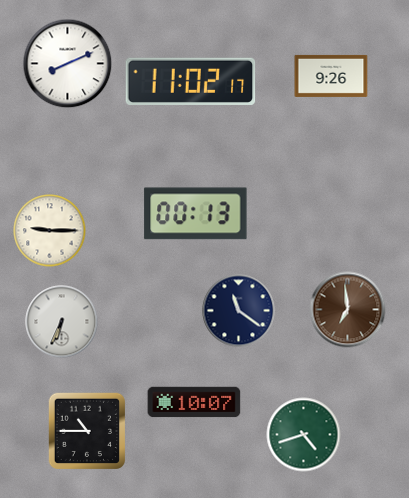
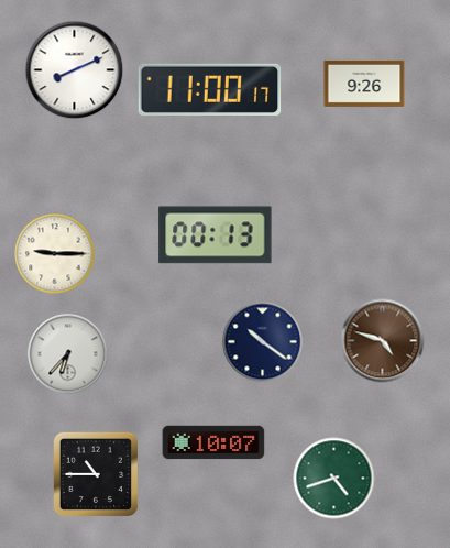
clock at (191, 81): 11:02 -> 11:00
clock at (348, 310): 6:59 -> 4:48
clock at (239, 311): 11:21 -> 10:21
clock at (62, 322): 6:34 -> 6:37
